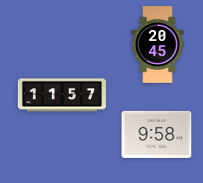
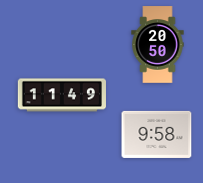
clock at (158, 45): 20:45 -> 20:50
clock at (62, 95): 11:57 -> 11:49
